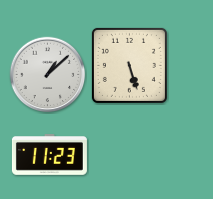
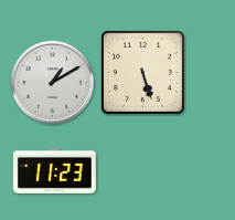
clock at (48, 75): 1:08 -> 1:10
